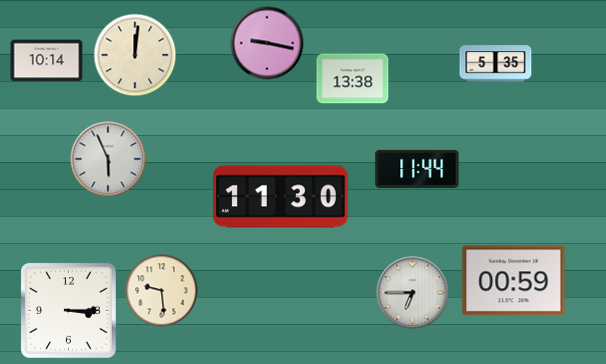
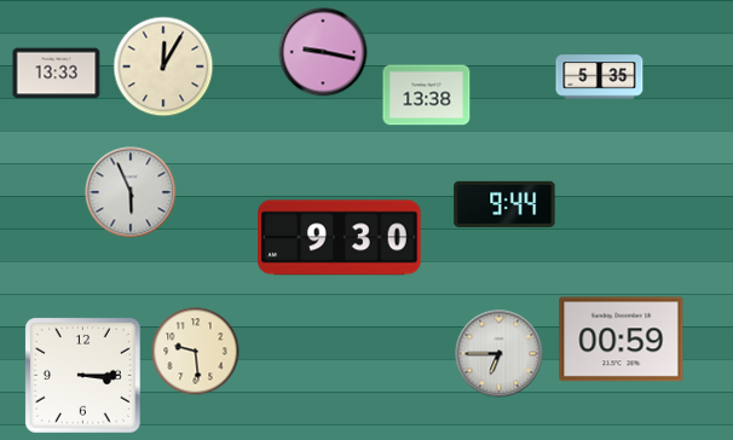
clock at (135, 55): 12:01 -> 12:05
clock at (47, 61): 10:14 -> 13:33
clock at (417, 169): 11:44 -> 9:44
clock at (281, 197): 11:30 -> 9:30
